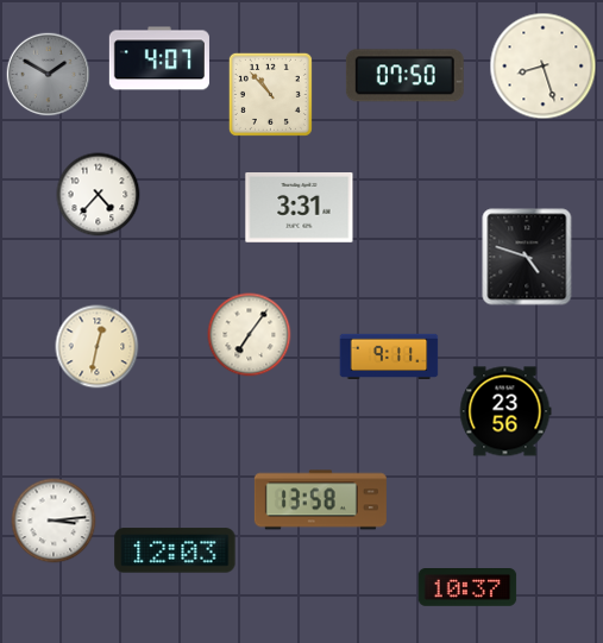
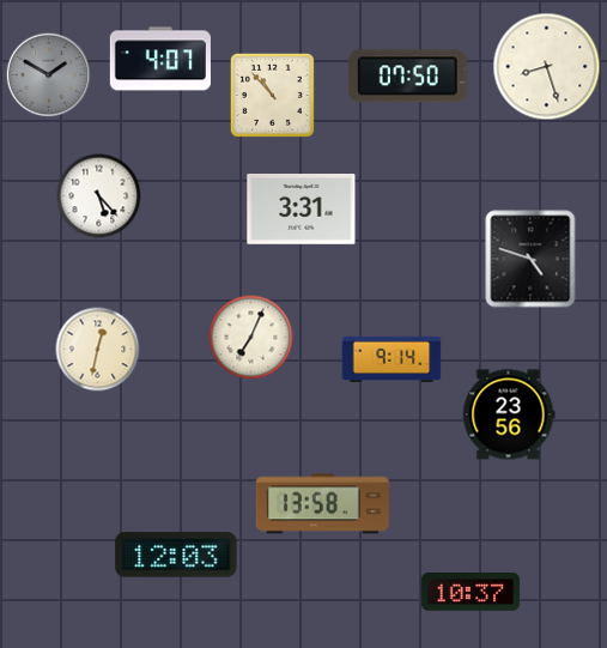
clock at (99, 195): 4:37 -> 5:23
clock at (250, 335): 7:06 -> 7:04
clock at (389, 355): 9:11 -> 9:14
clock at (54, 521): 3:14 -> none
